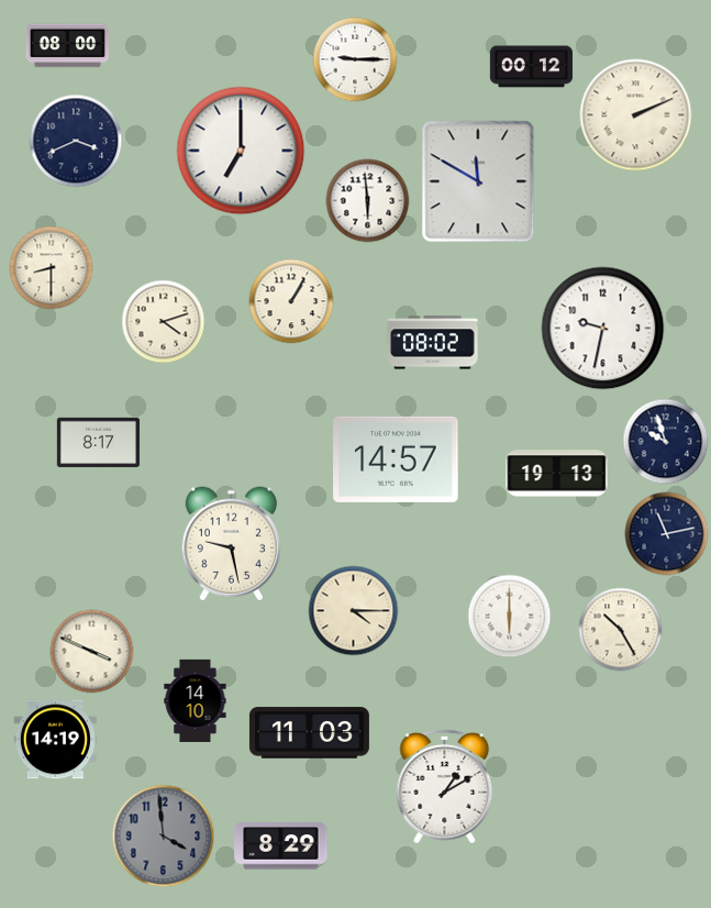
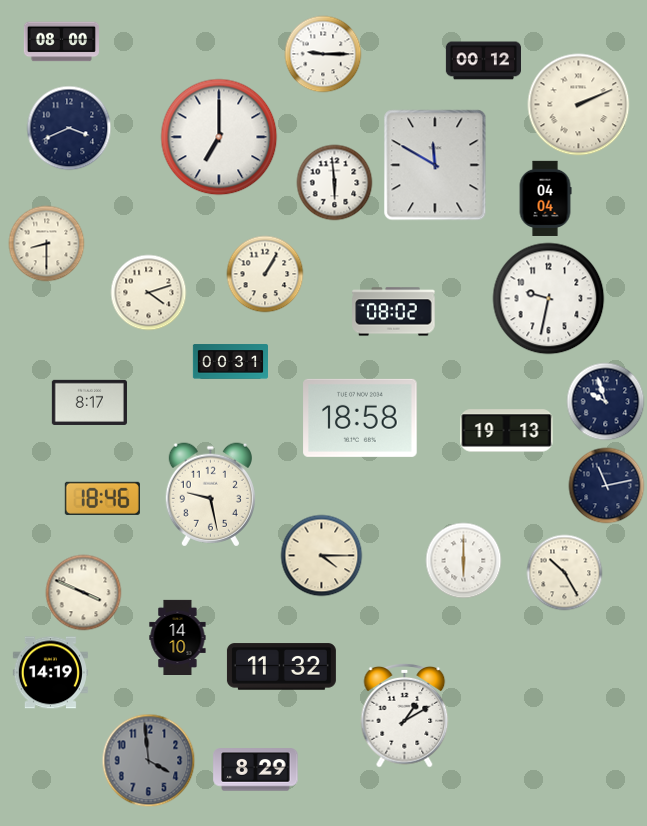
clock at (545, 198): none -> 04:04
clock at (230, 362): none -> 00:31
clock at (396, 459): 14:57 -> 18:58
clock at (102, 498): none -> 18:46
clock at (309, 733): 11:03 -> 11:32
